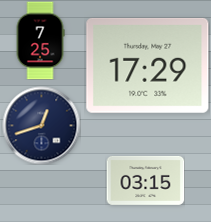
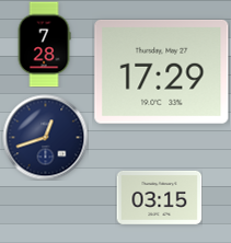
clock at (40, 40): 7:25 -> 7:28
